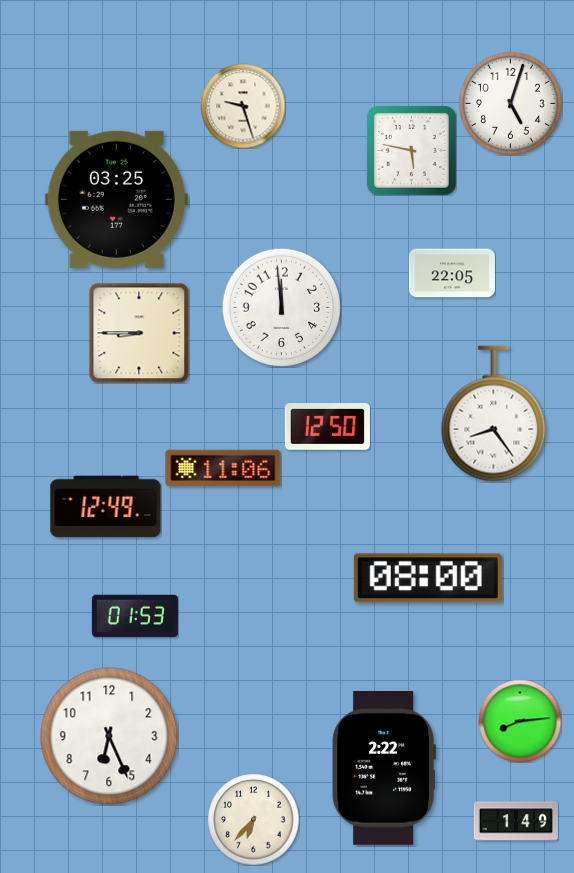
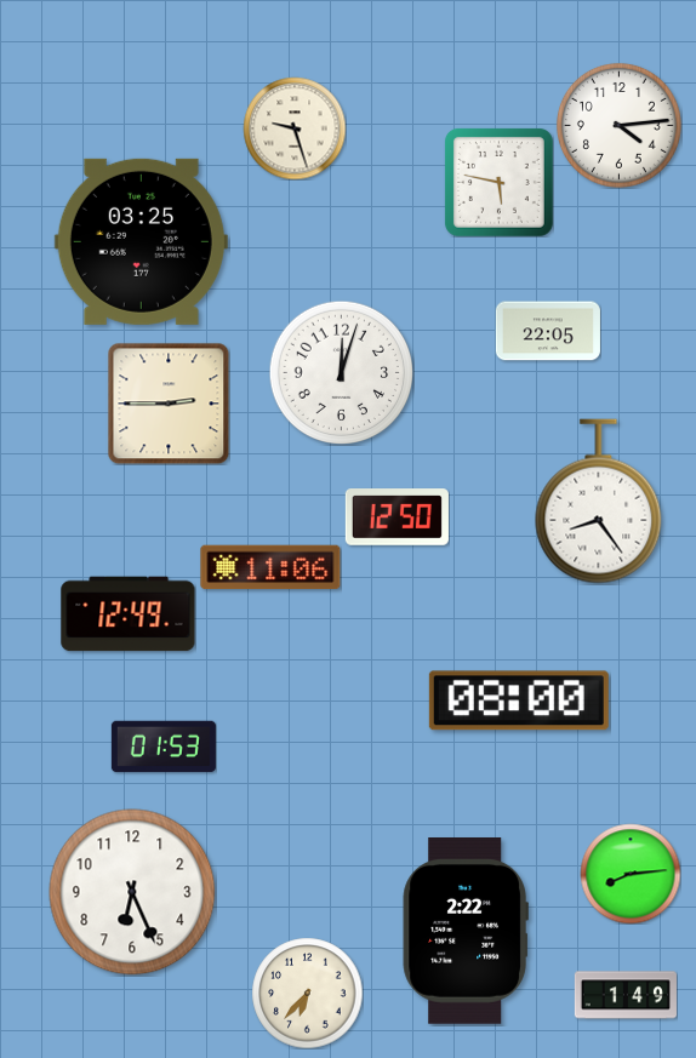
clock at (510, 103): 5:03 -> 4:14
clock at (281, 307): 11:59 -> 12:03
clock at (139, 333): 8:45 -> 2:45
